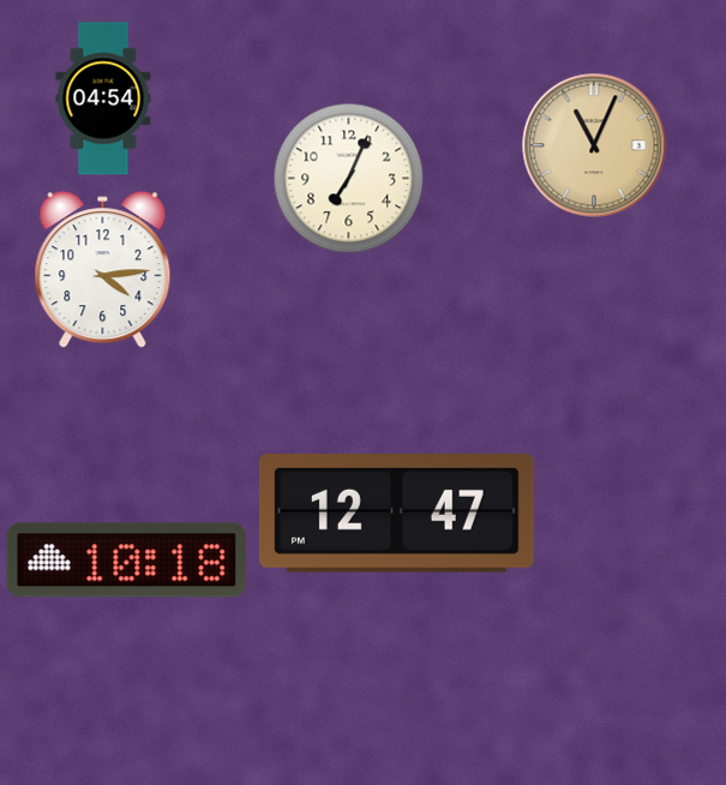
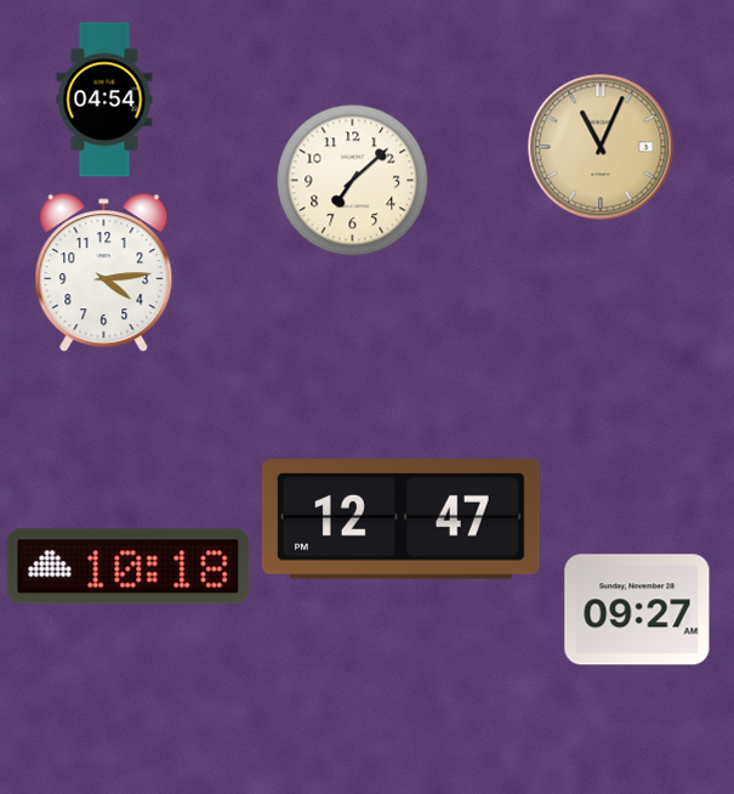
clock at (348, 178): 7:04 -> 7:08
clock at (637, 609): none -> 09:27
